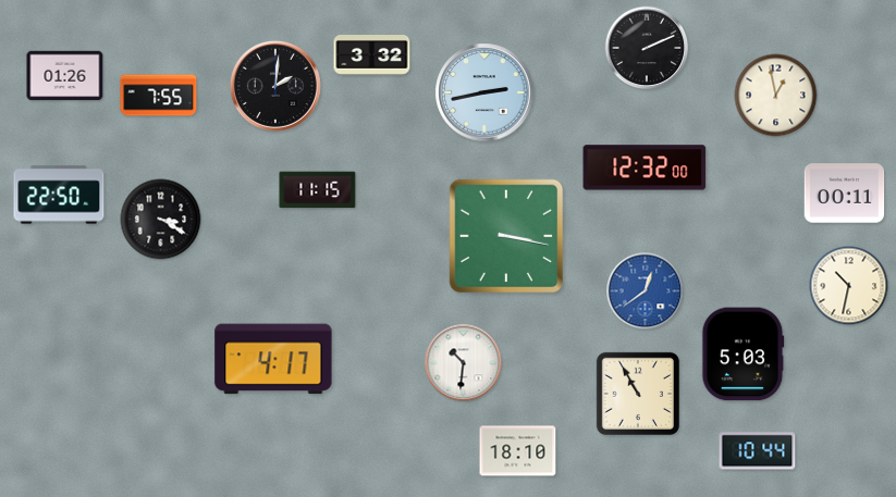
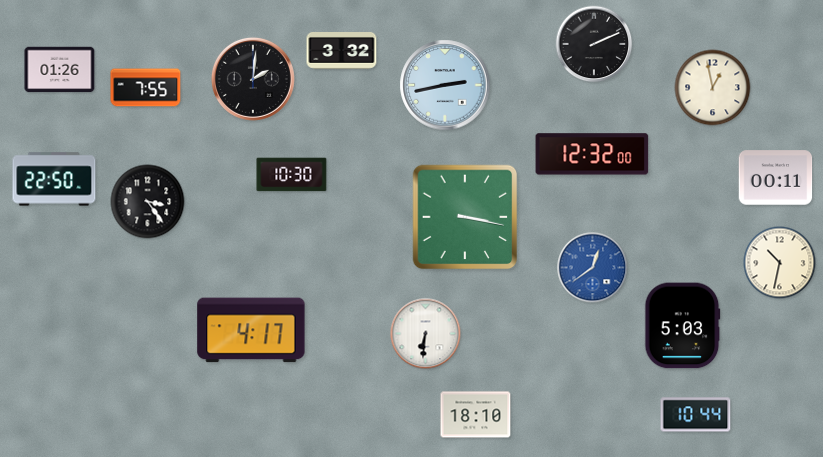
clock at (318, 190): 11:15 -> 10:30
clock at (161, 220): 3:20 -> 3:24
clock at (464, 363): 10:31 -> 6:31
clock at (638, 394): 10:55 -> none
